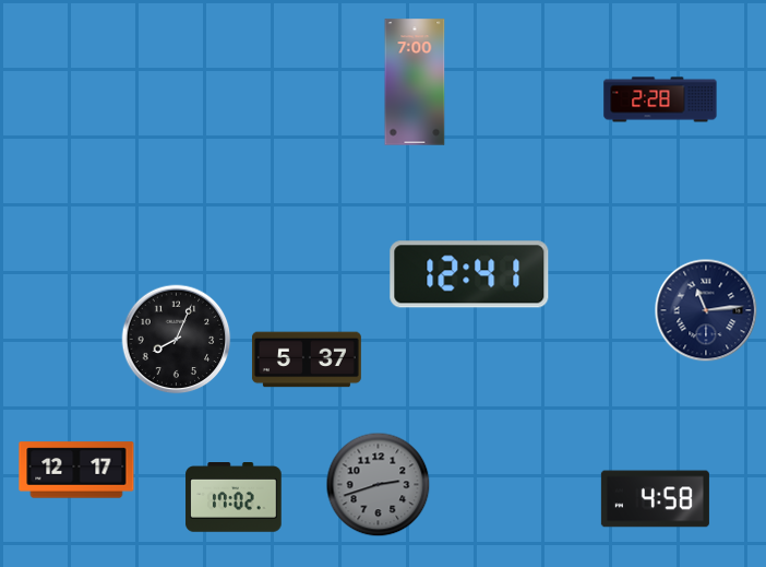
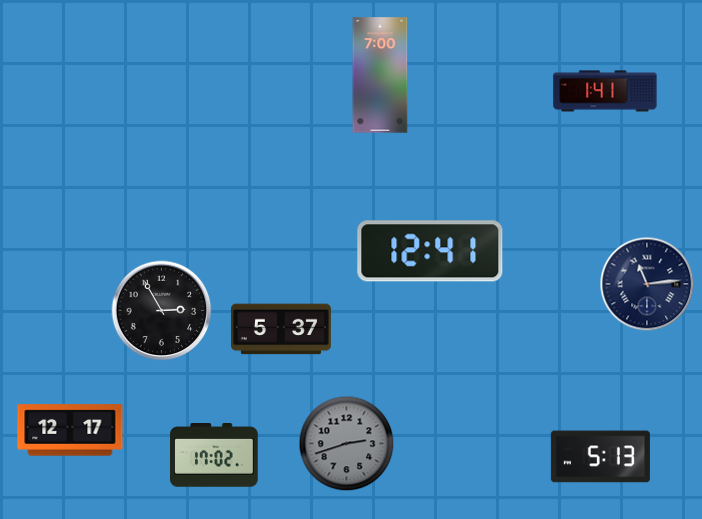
clock at (660, 99): 2:28 -> 1:41
clock at (177, 340): 8:04 -> 2:55
clock at (655, 499): 4:58 -> 5:13
